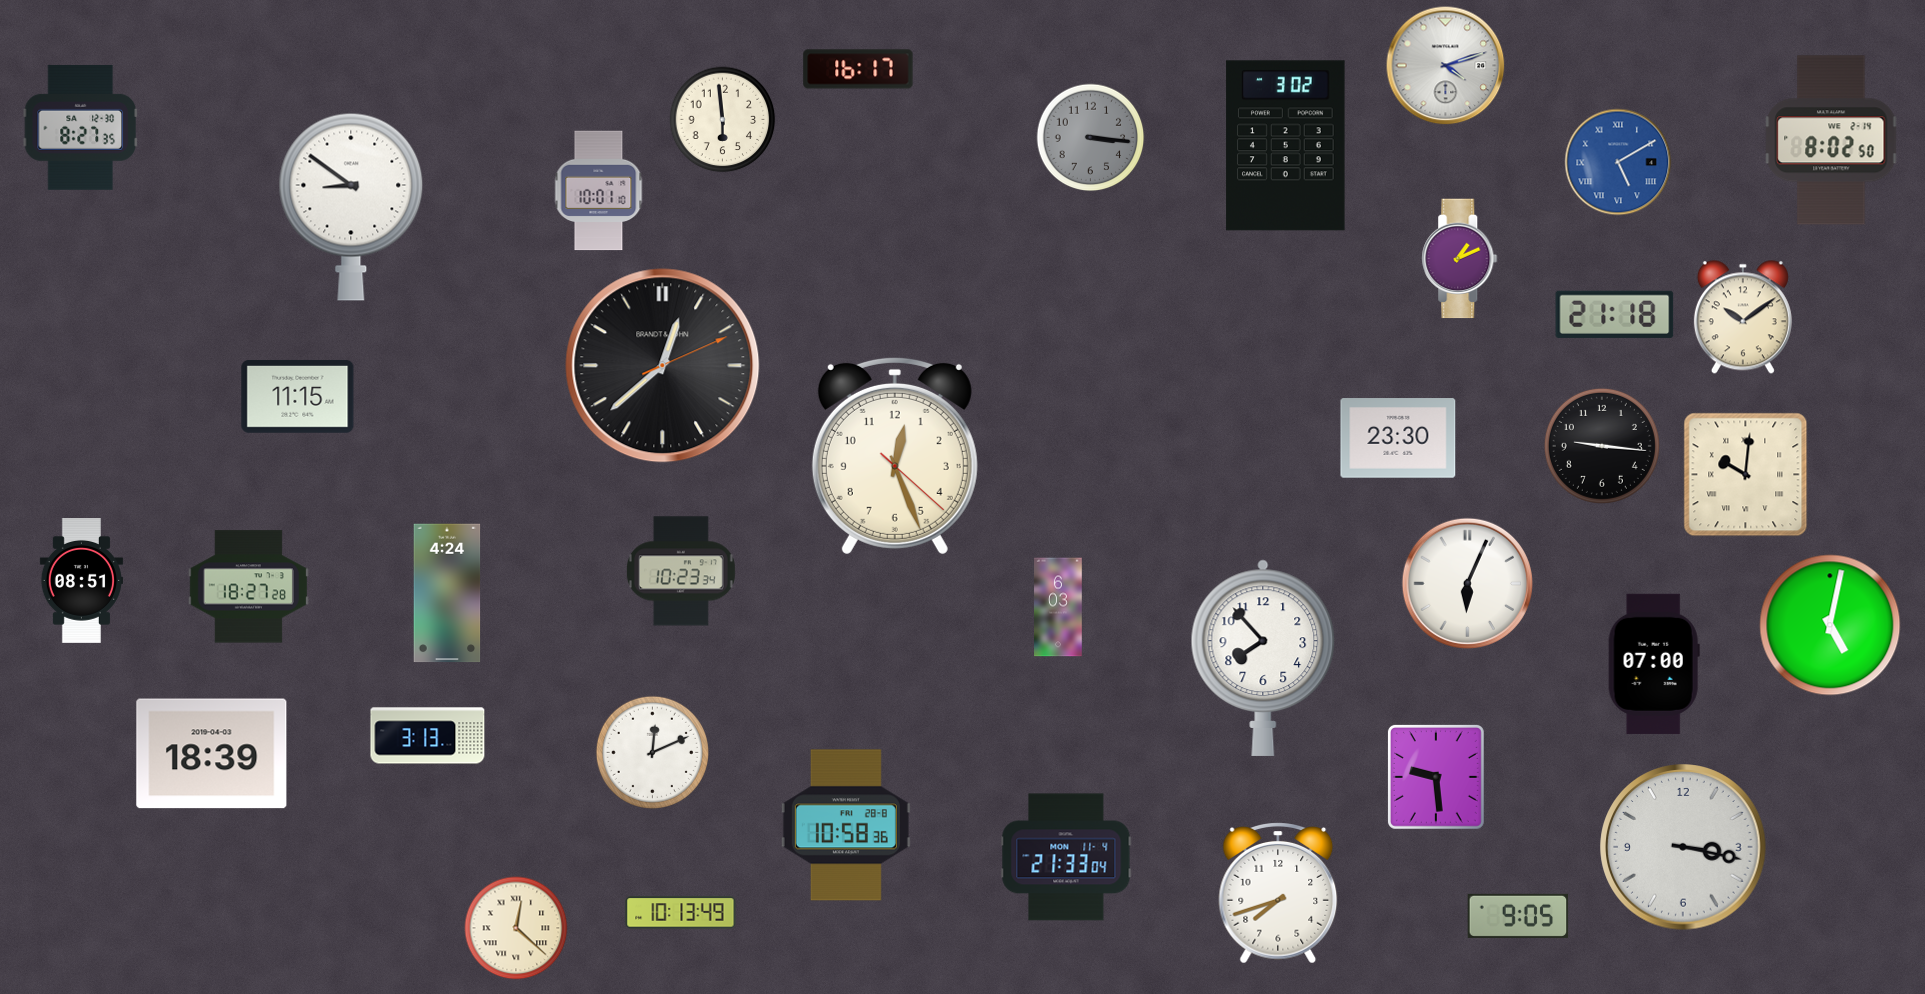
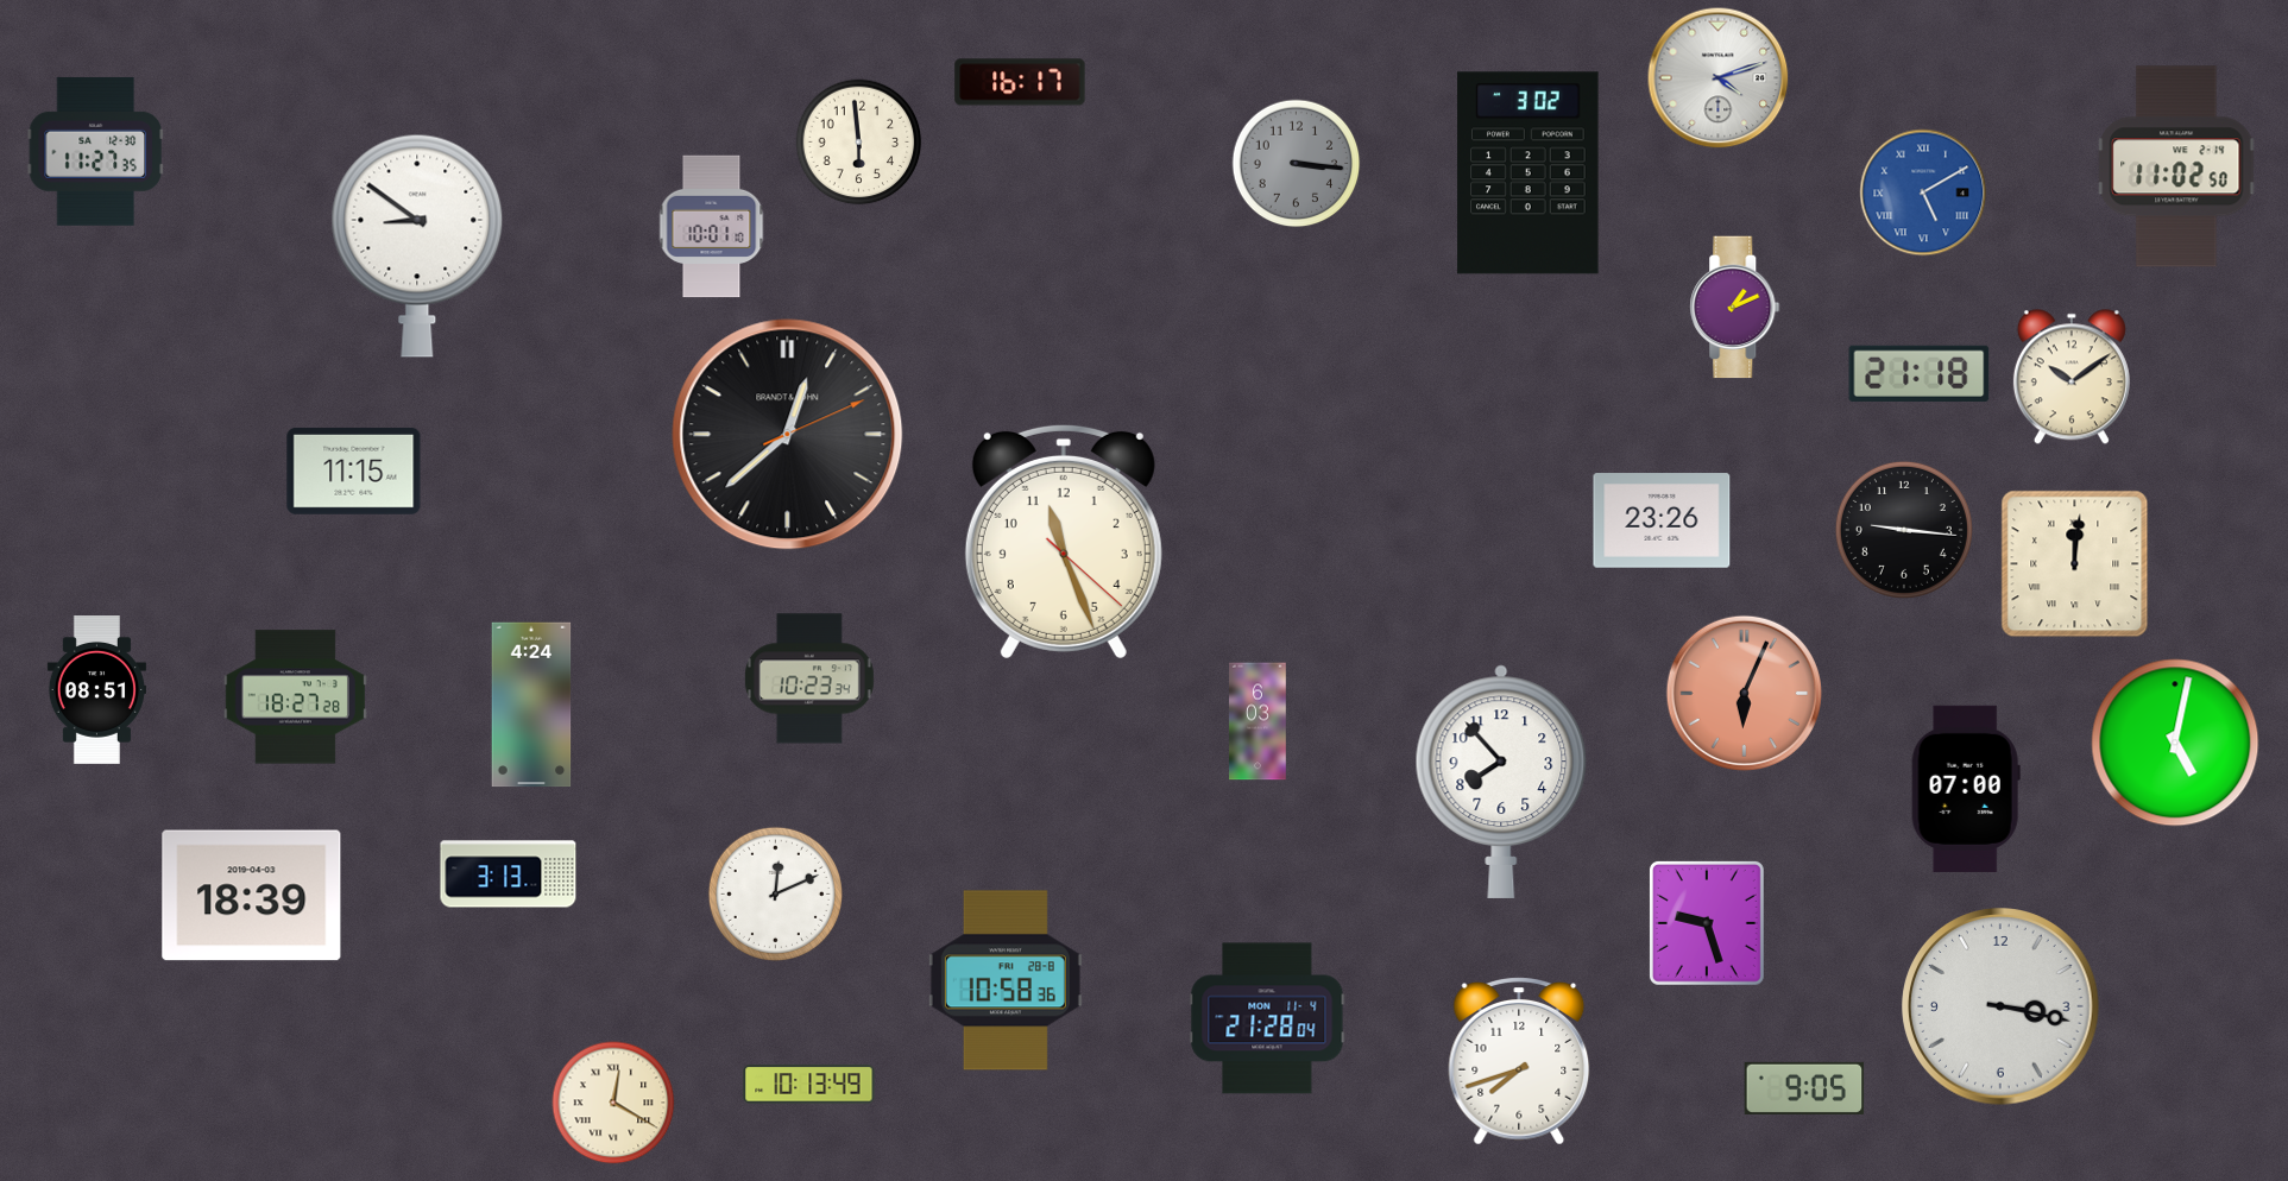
clock at (80, 127): 8:27 -> 11:27
clock at (1831, 140): 8:02 -> 11:02
clock at (1398, 438): 23:30 -> 23:26
clock at (895, 456): 12:26 -> 11:26
clock at (1746, 475): 10:01 -> 12:01
clock at (1467, 583) dial: white -> salmon
clock at (1436, 777): 9:29 -> 9:27
clock at (1066, 857): 21:33 -> 21:28
clock at (516, 928): 12:22 -> 12:20
